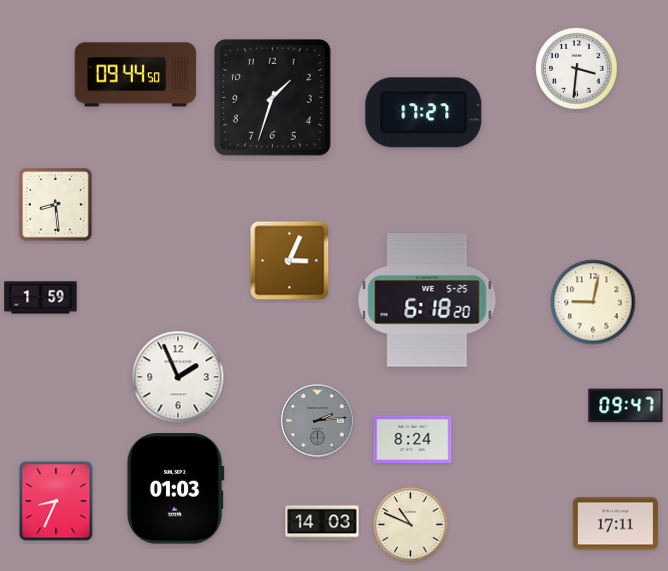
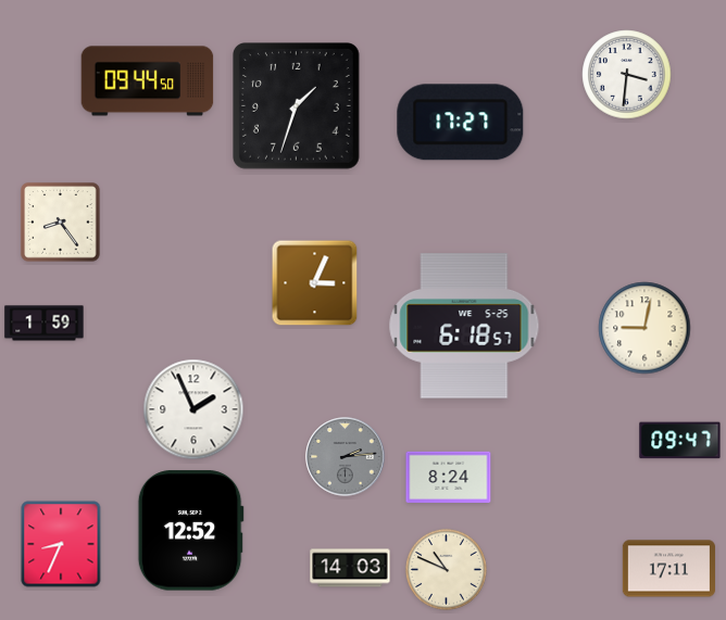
clock at (56, 205): 8:29 -> 8:24
clock at (427, 300): 6:18:20 -> 6:18:57
clock at (175, 489): 01:03 -> 12:52
